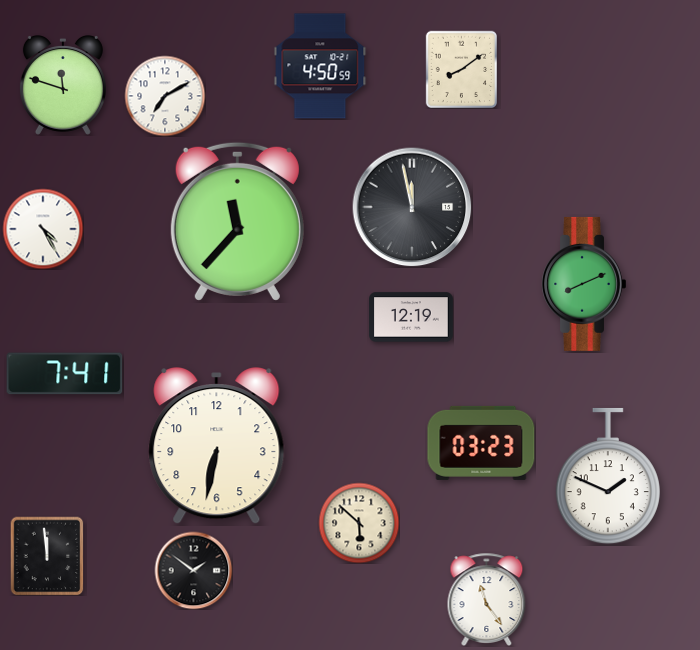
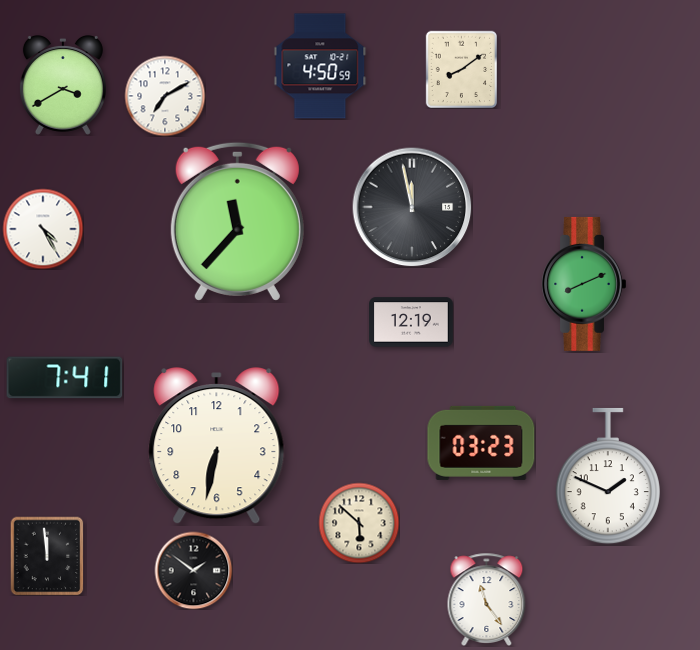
clock at (63, 85): 11:48 -> 3:40
clock at (411, 317) position: (411, 317) -> (411, 322)
clock at (65, 374) position: (65, 374) -> (65, 378)
